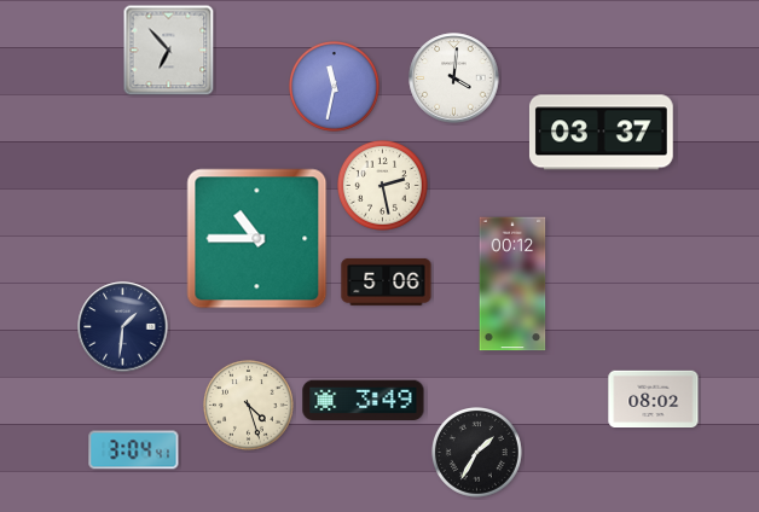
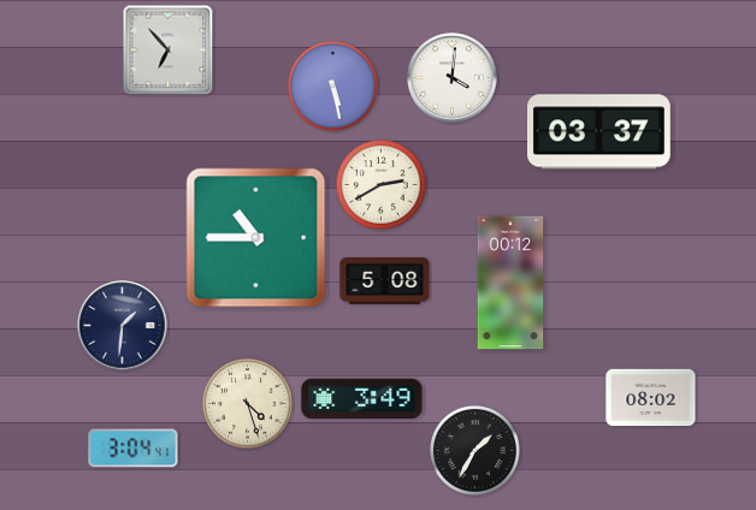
clock at (335, 87): 11:32 -> 5:28
clock at (383, 186): 2:28 -> 2:40
clock at (387, 283): 5:06 -> 5:08
